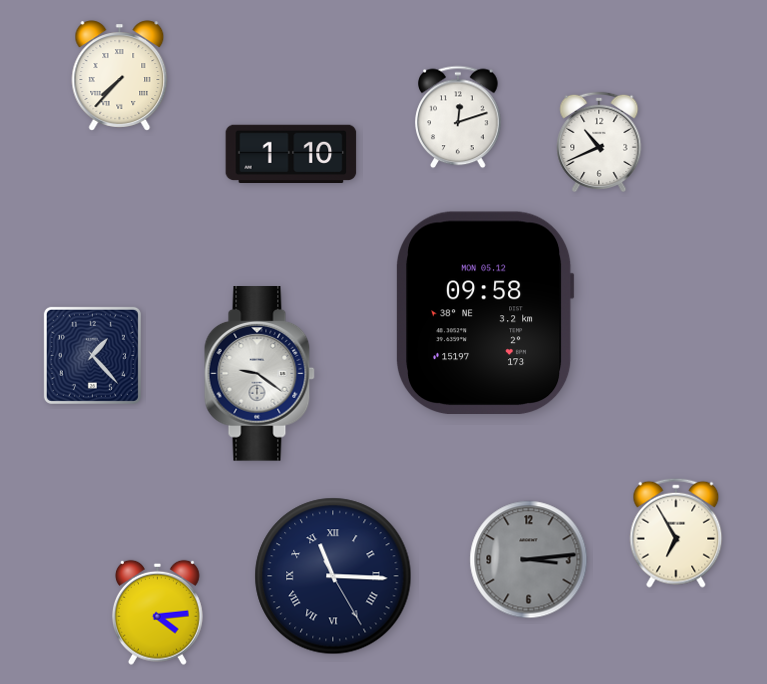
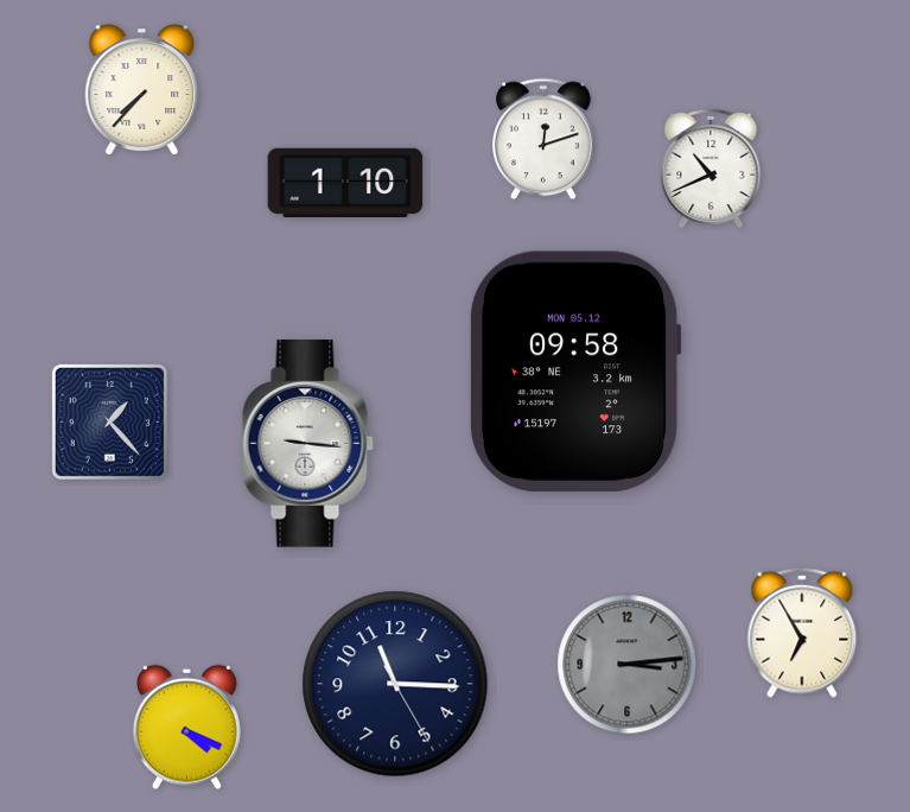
clock at (259, 374): 9:21 -> 9:16
clock at (333, 576) numerals: Roman -> Arabic
clock at (157, 612): 4:14 -> 4:19
